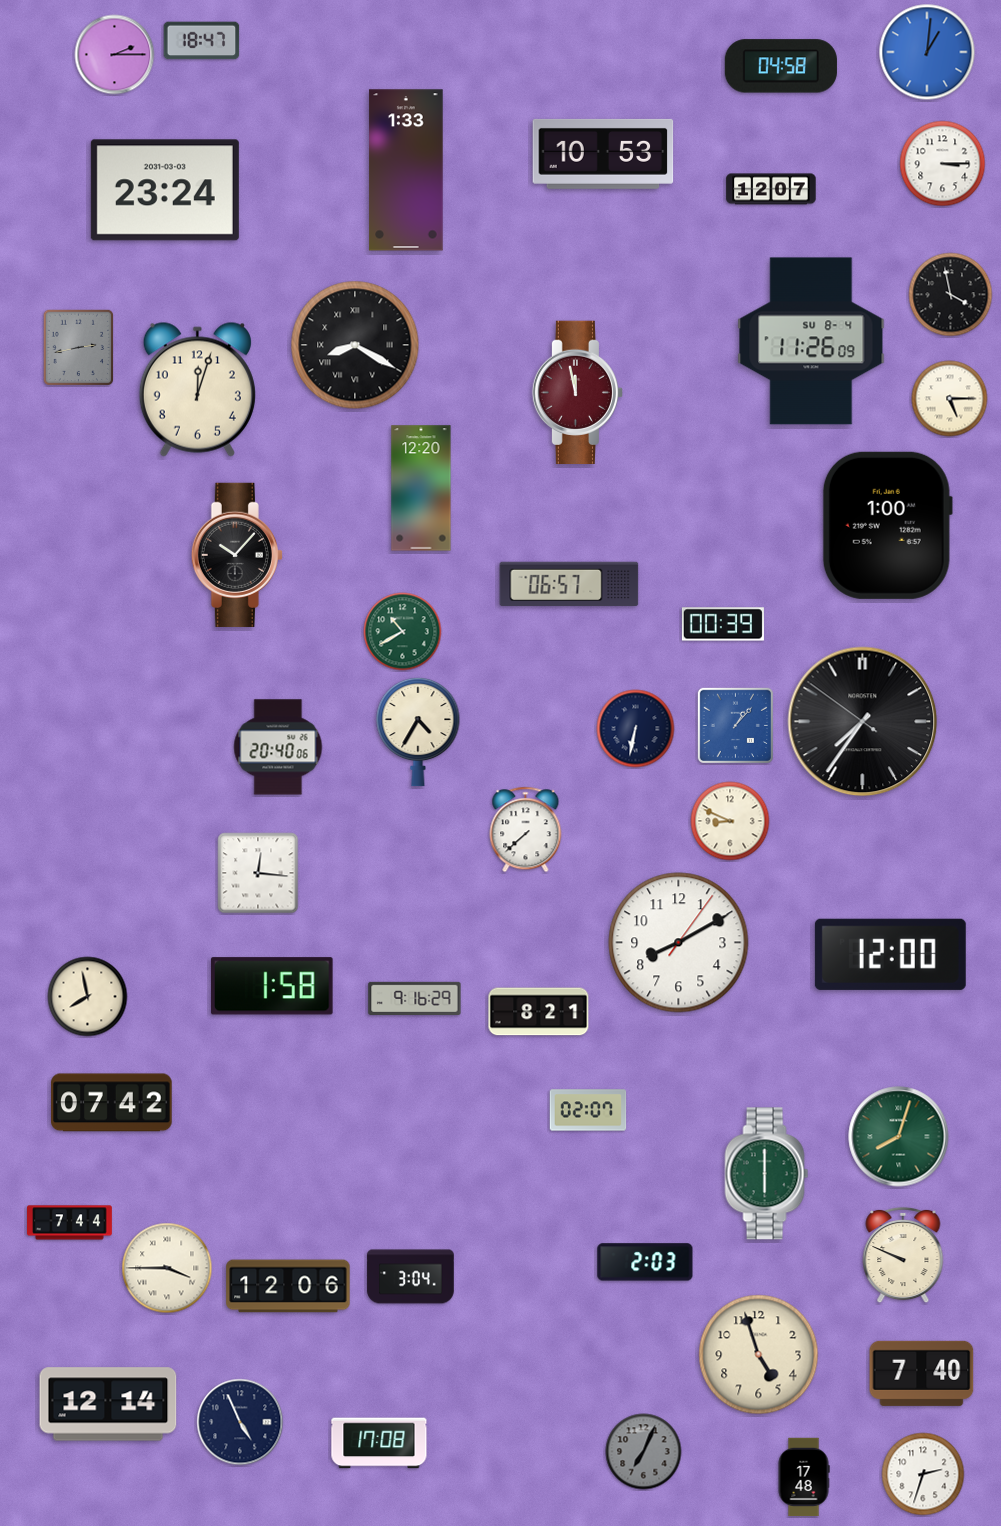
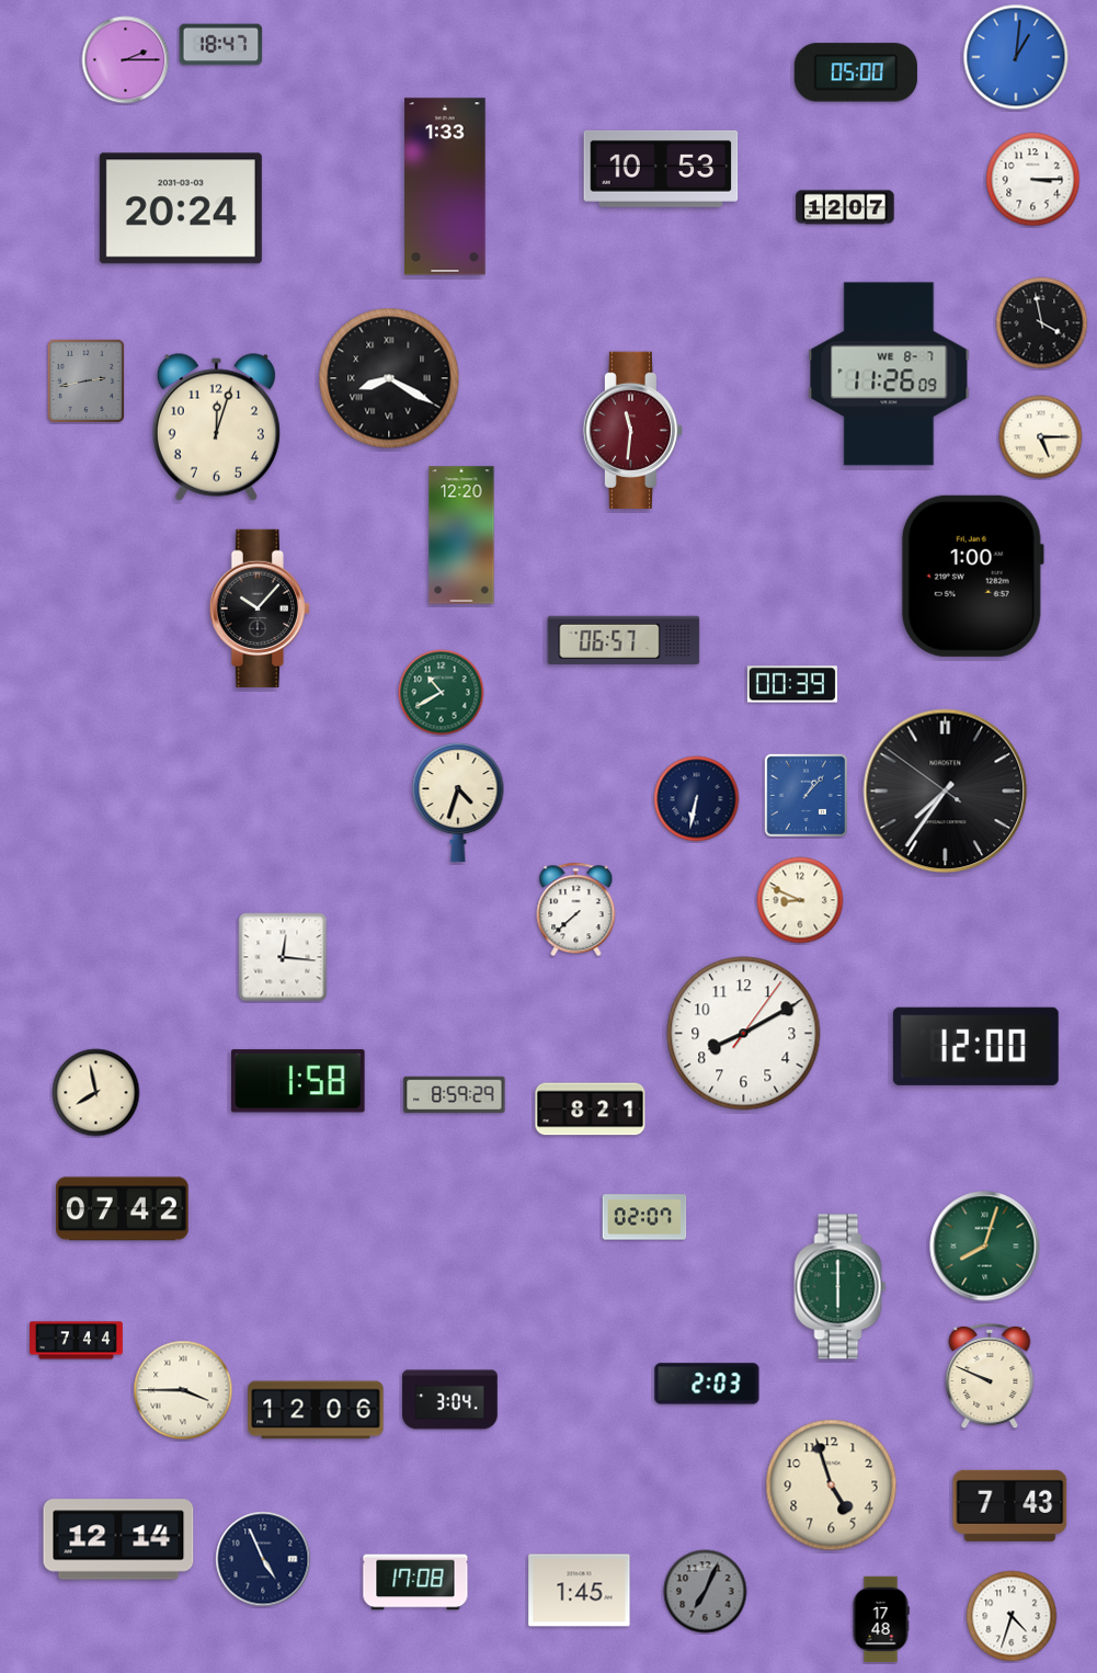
clock at (781, 66): 04:58 -> 05:00
clock at (165, 190): 23:24 -> 20:24
clock at (811, 341) date: SU 8-4 -> WE 8-7
clock at (577, 392): 11:58 -> 11:31
clock at (418, 732): 4:35 -> 4:33
clock at (278, 747): 20:40 -> none
clock at (415, 998): 9:16 -> 8:59
clock at (922, 1373): 7:40 -> 7:43
clock at (580, 1591): none -> 1:45
clock at (923, 1474): 2:33 -> 4:33
